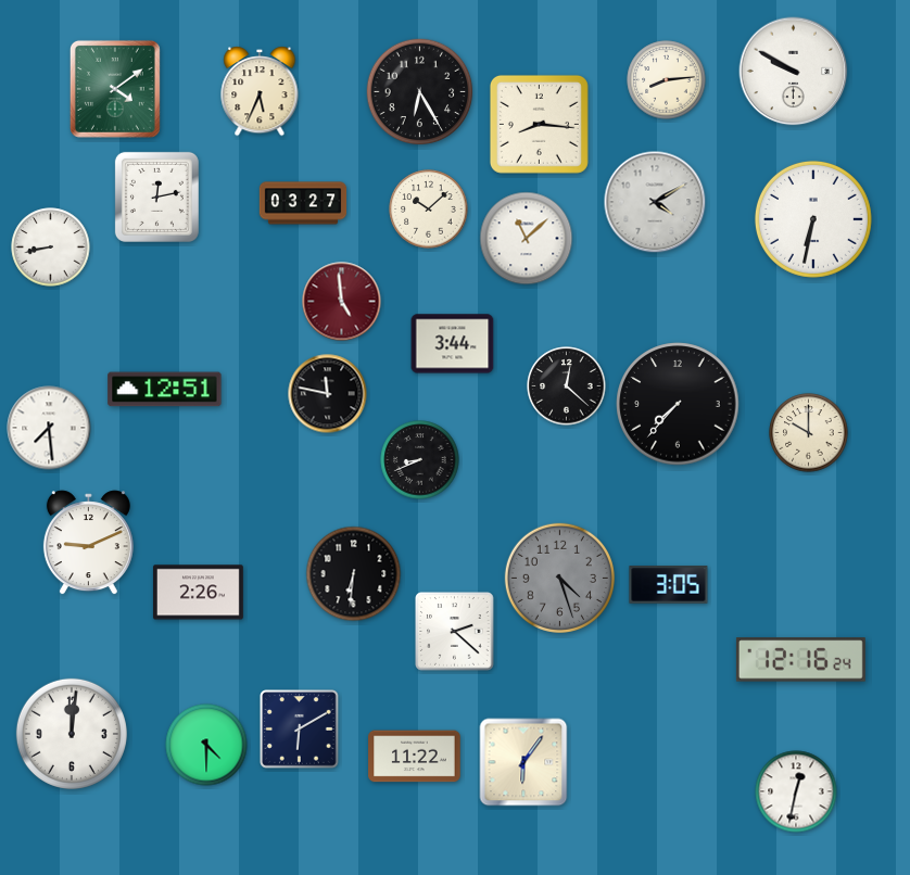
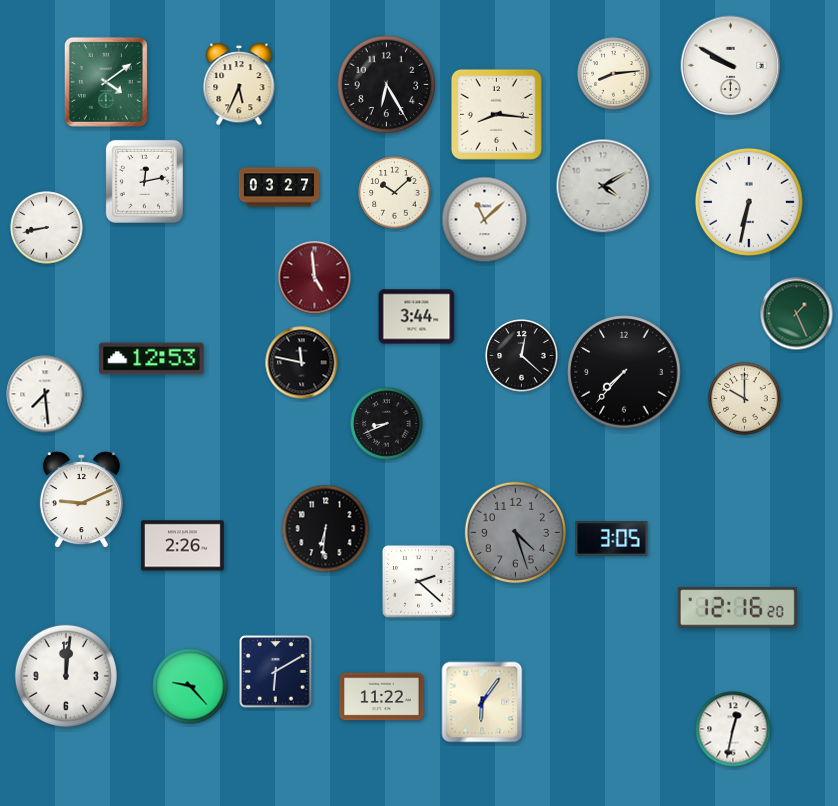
clock at (797, 314): none -> 1:26
clock at (165, 390): 12:51 -> 12:53
clock at (669, 585) position: (669, 585) -> (612, 539)
clock at (800, 660): 12:16:24 -> 12:16:20
clock at (206, 745): 4:30 -> 9:23
